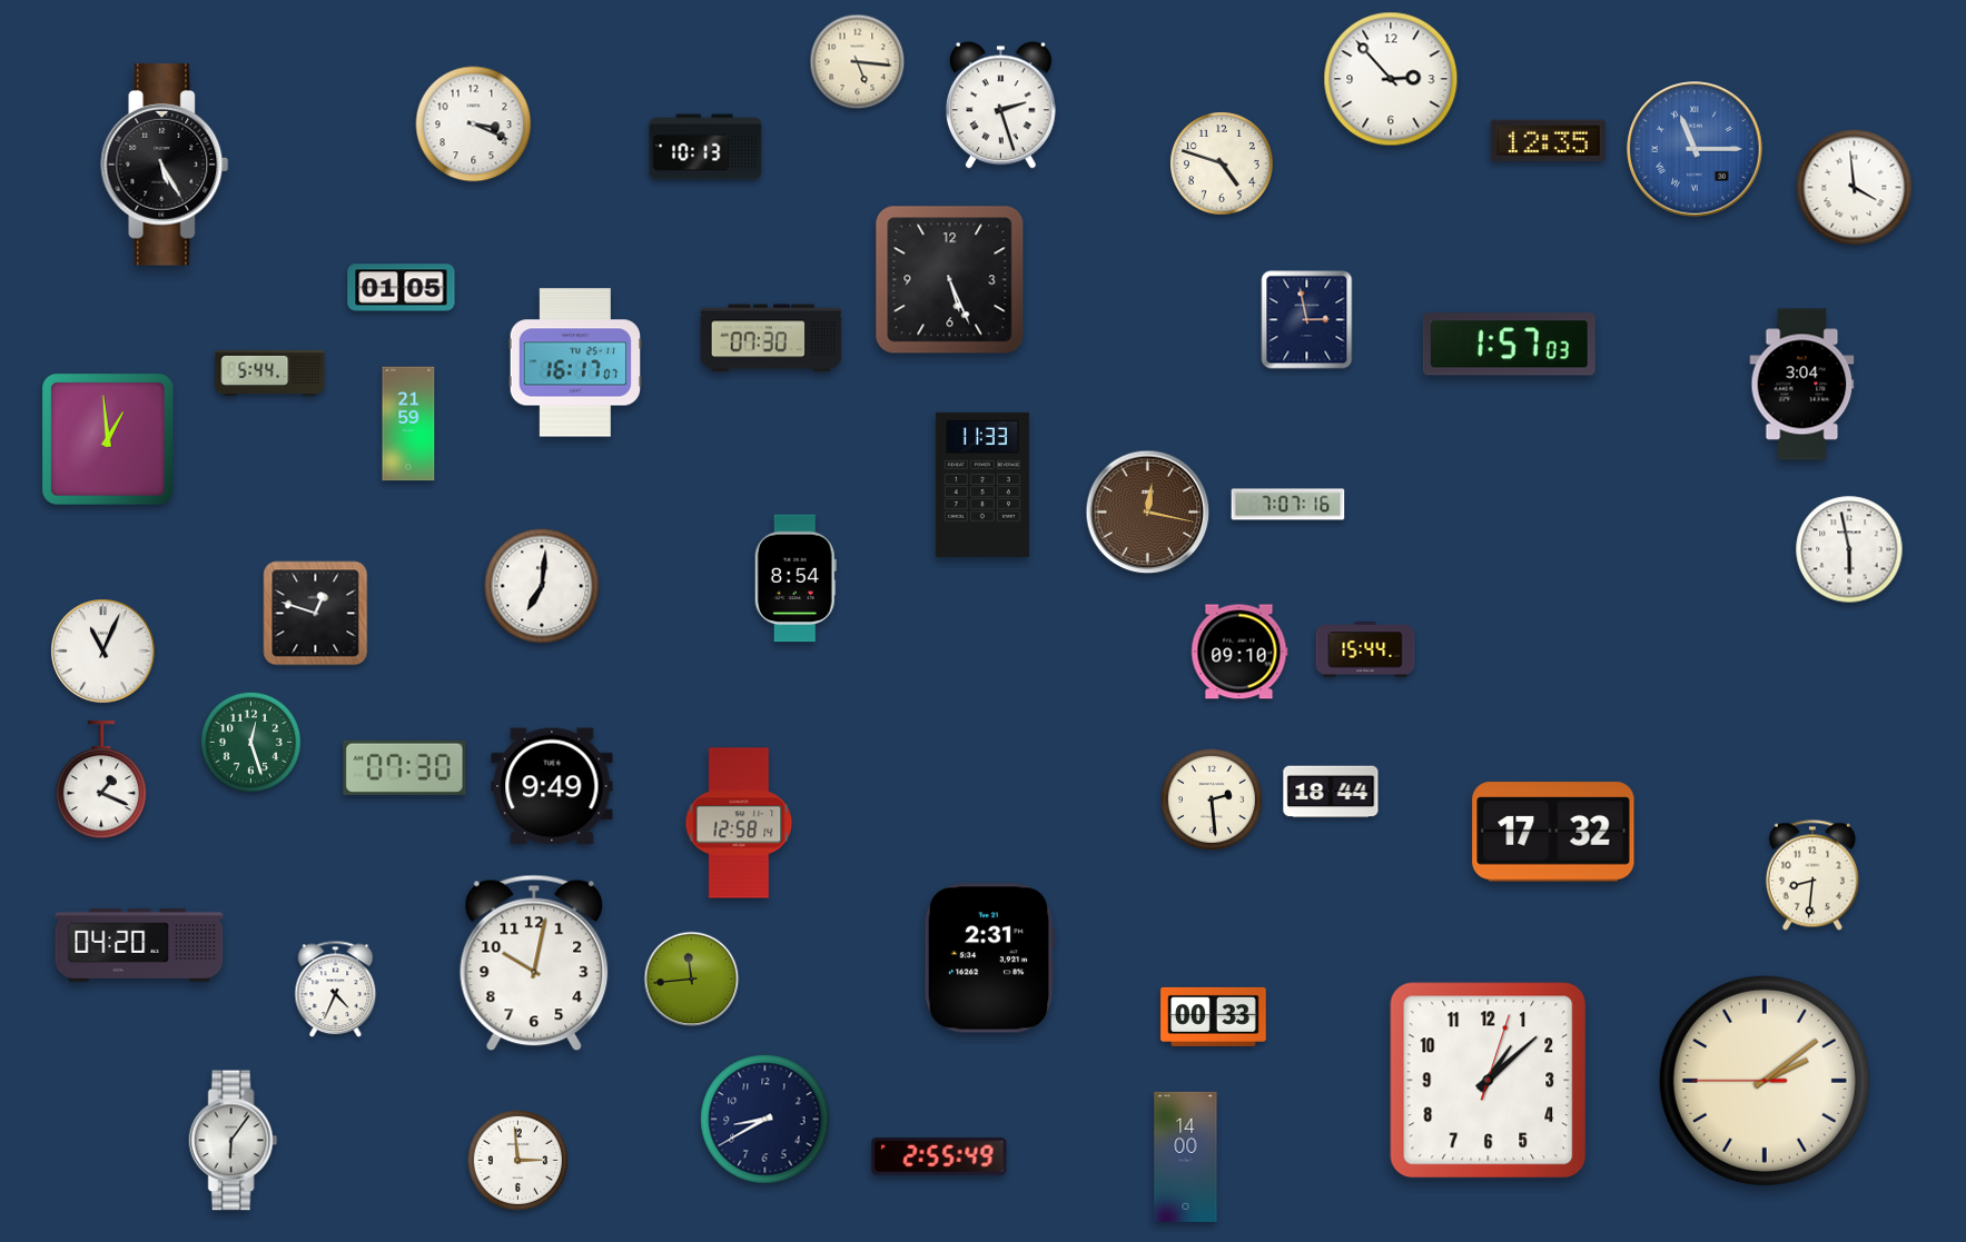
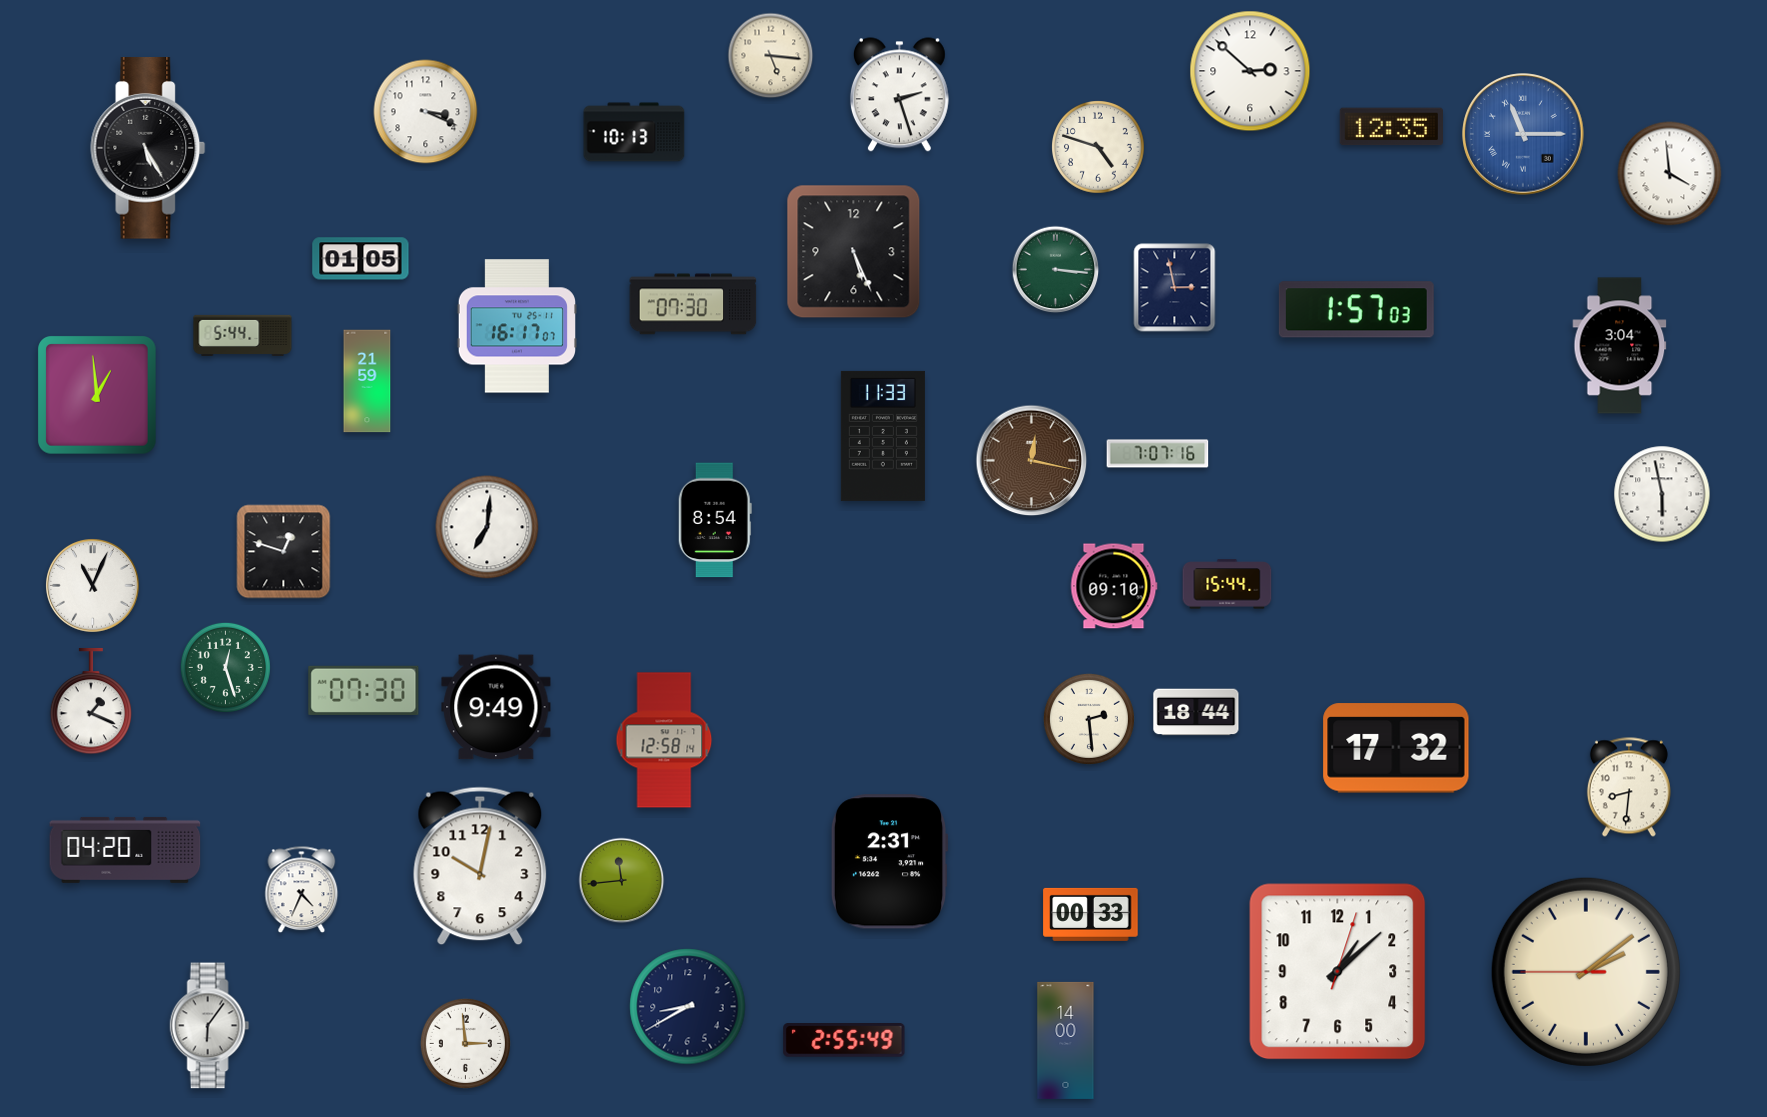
clock at (1391, 79): 2:53 -> 2:52
clock at (1855, 188) position: (1855, 188) -> (1670, 174)
clock at (1056, 270): none -> 3:16
